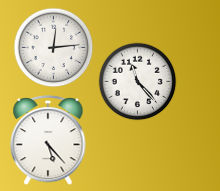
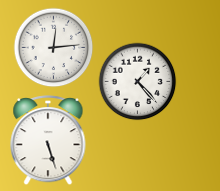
clock at (137, 81): 11:23 -> 1:23
clock at (48, 140): 5:23 -> 5:27
